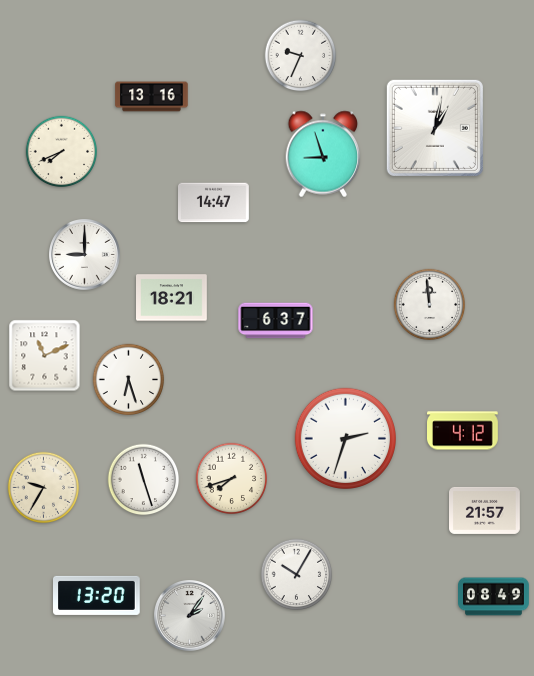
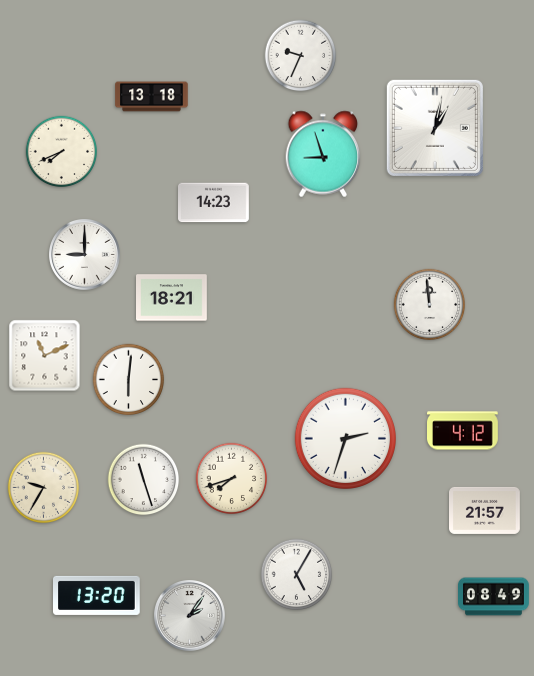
clock at (152, 97): 13:16 -> 13:18
clock at (214, 203): 14:47 -> 14:23
clock at (276, 321): 6:37 -> none
clock at (129, 380): 6:27 -> 6:01
clock at (297, 575): 10:05 -> 5:05
